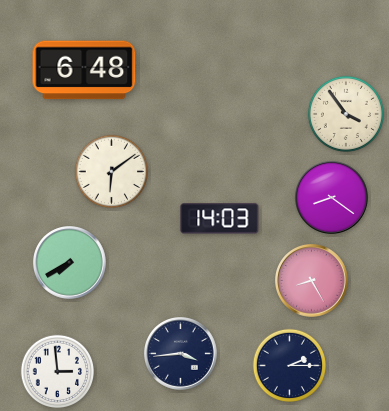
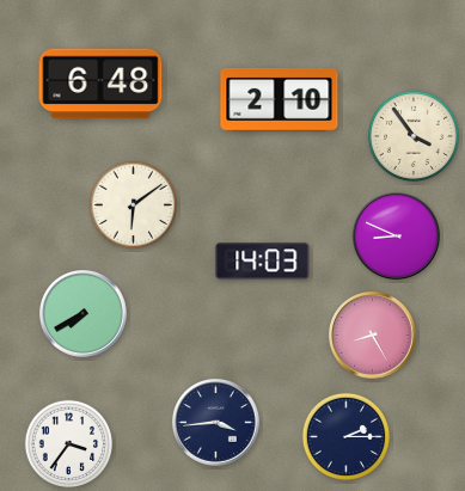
clock at (280, 99): none -> 2:10
clock at (332, 198): 8:21 -> 8:49
clock at (57, 371): 2:59 -> 3:36
